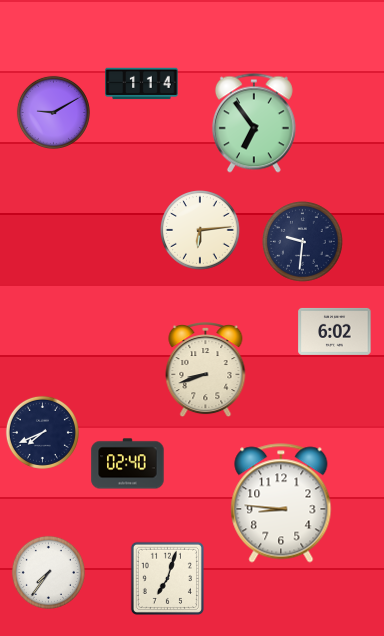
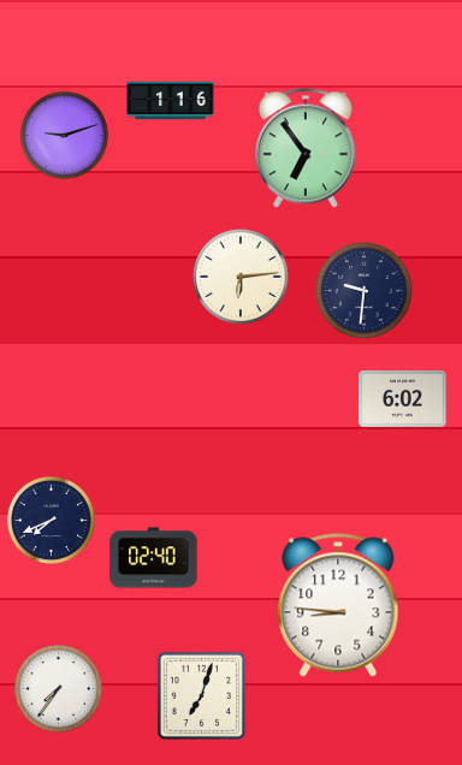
clock at (142, 84): 1:14 -> 1:16
clock at (53, 112): 9:10 -> 9:12
clock at (206, 371): 8:42 -> none
